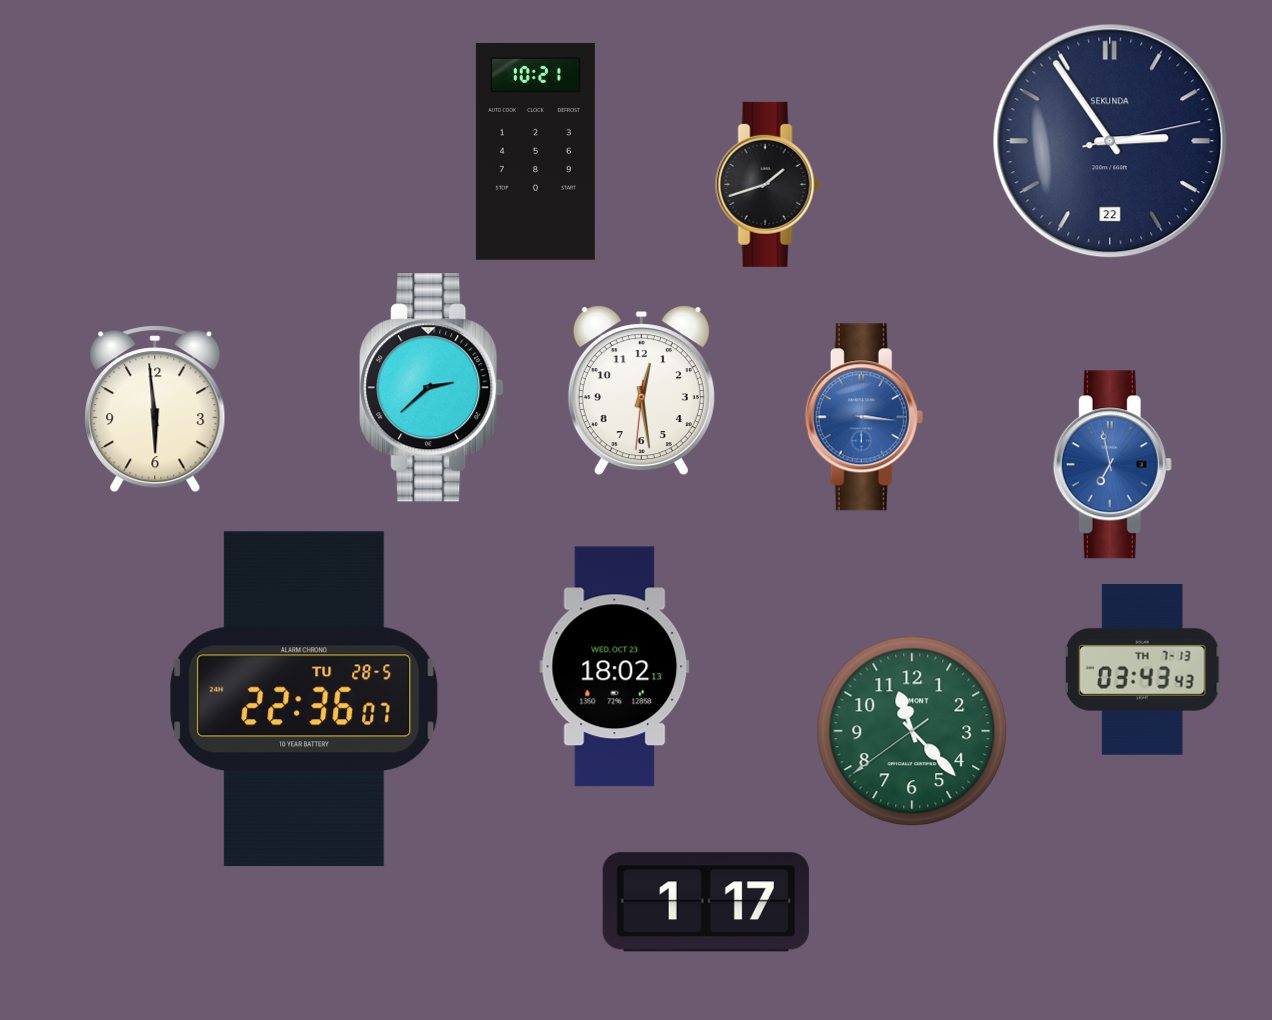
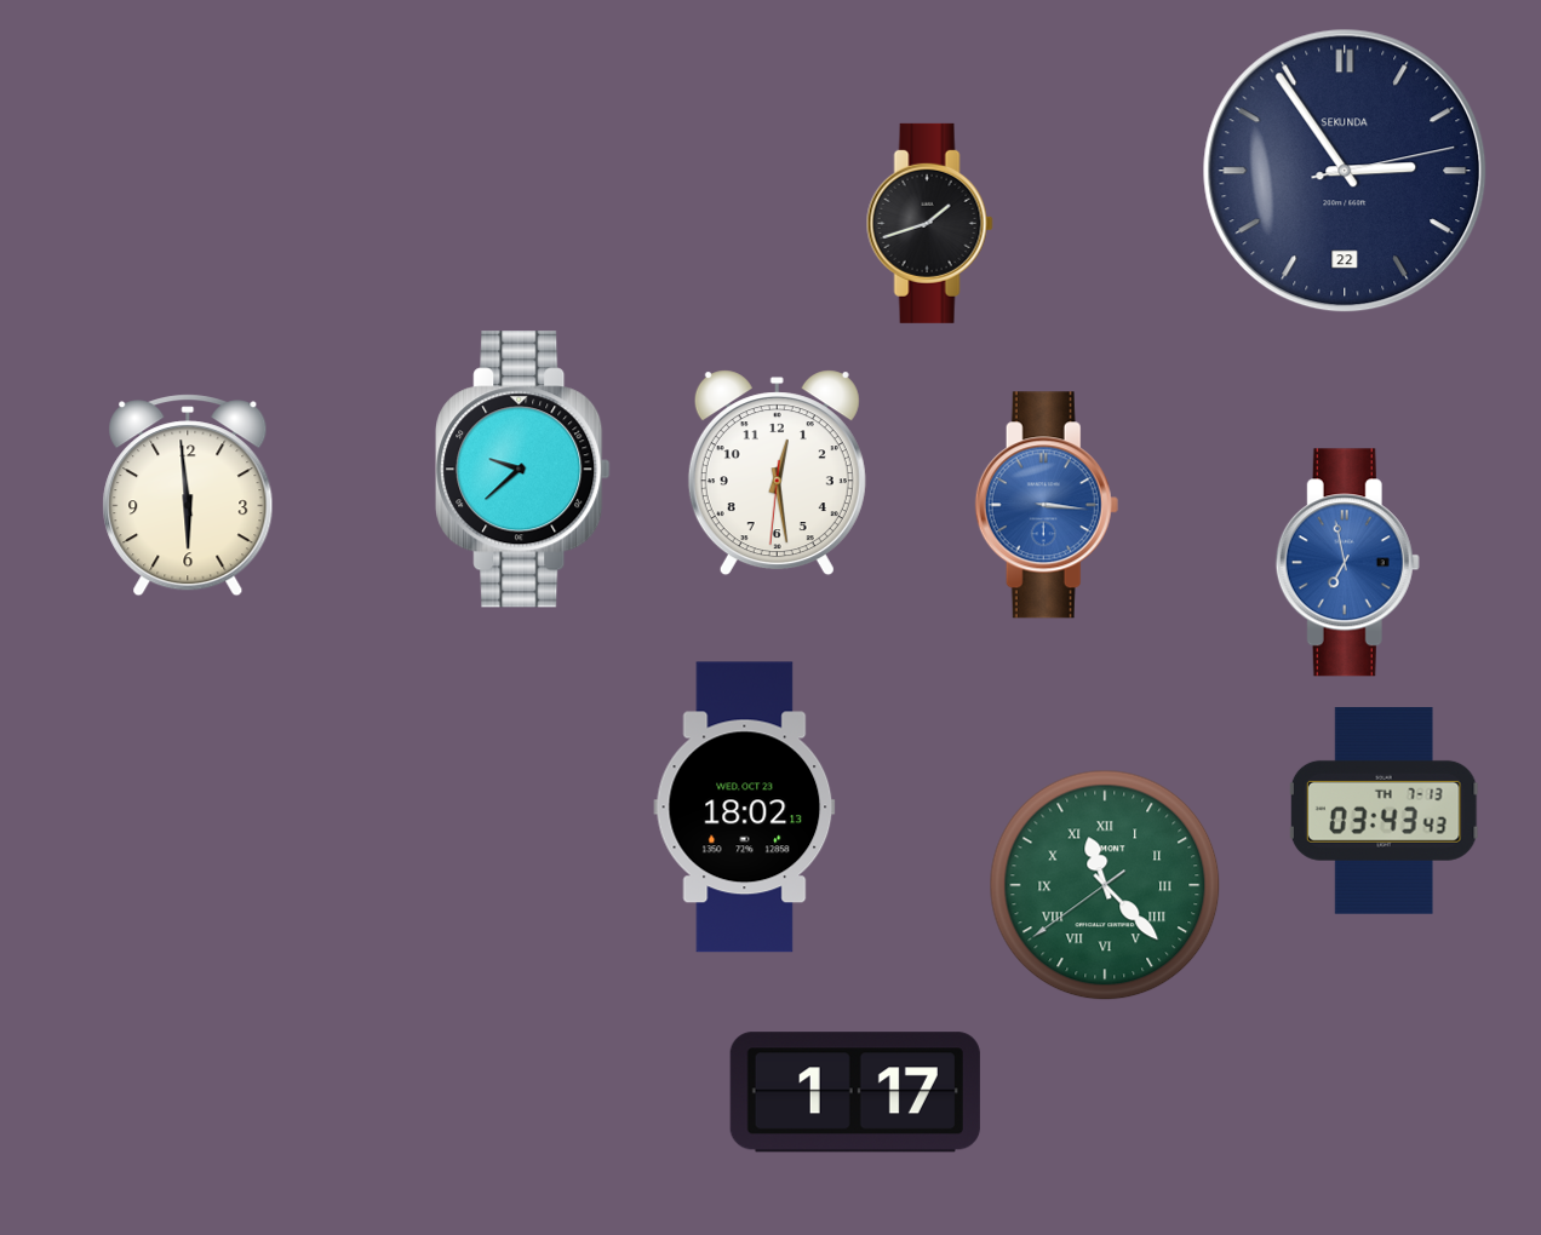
clock at (535, 151): 10:21 -> none
clock at (432, 388): 2:38 -> 9:38
clock at (304, 699): 22:36 -> none
clock at (912, 731) numerals: Arabic -> Roman
